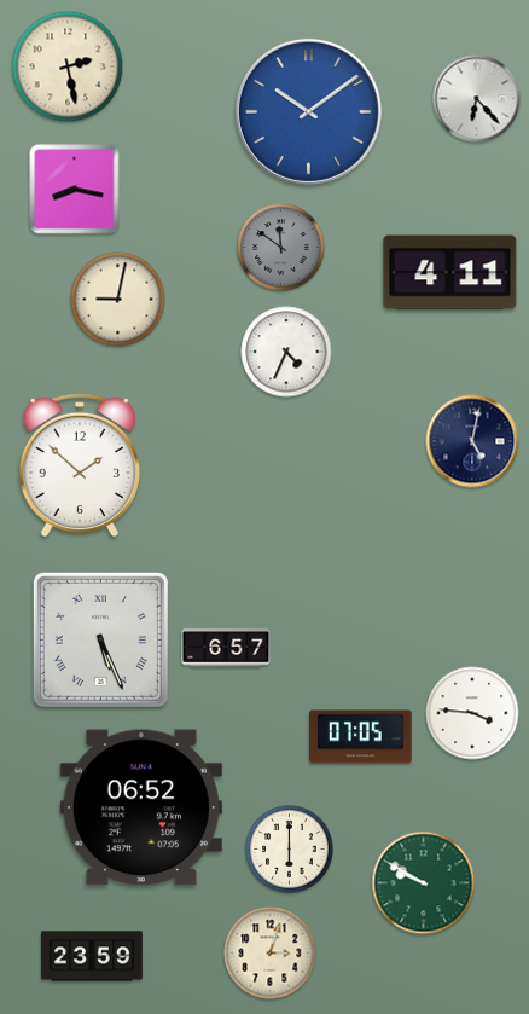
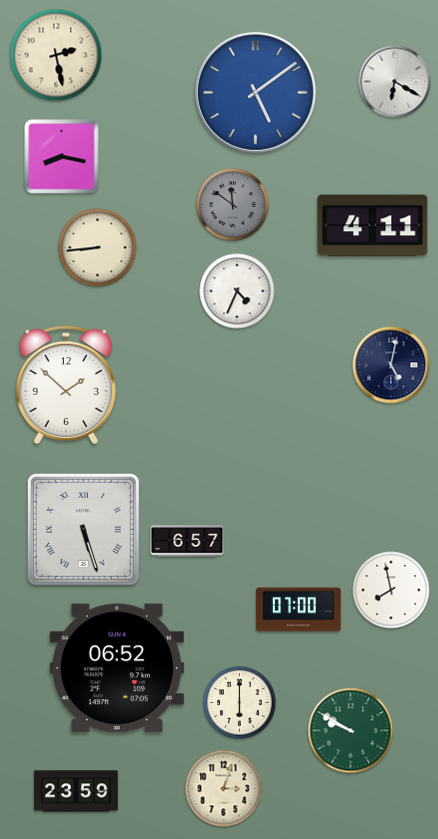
clock at (477, 99): 6:23 -> 6:20
clock at (308, 111): 10:09 -> 5:09
clock at (118, 300): 9:02 -> 8:44
clock at (100, 639): 5:26 -> 5:27
clock at (226, 648) position: (226, 648) -> (187, 541)
clock at (472, 713): 3:46 -> 7:58
clock at (361, 737): 07:05 -> 07:00
